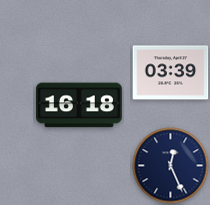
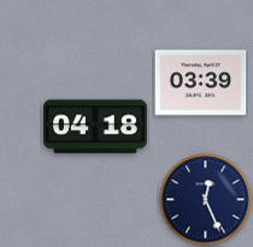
clock at (171, 73) position: (171, 73) -> (201, 83)
clock at (80, 105): 16:18 -> 04:18
